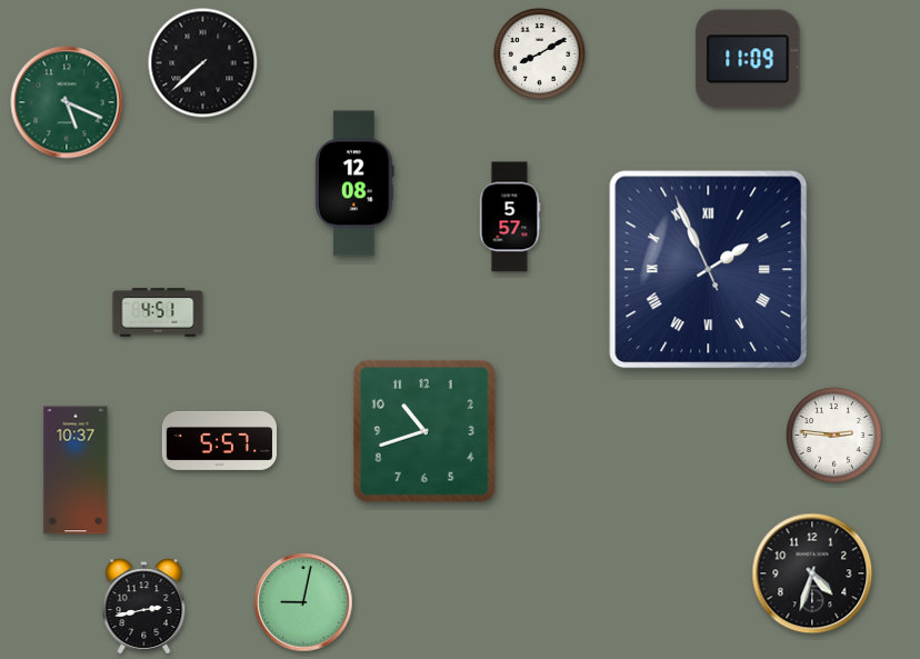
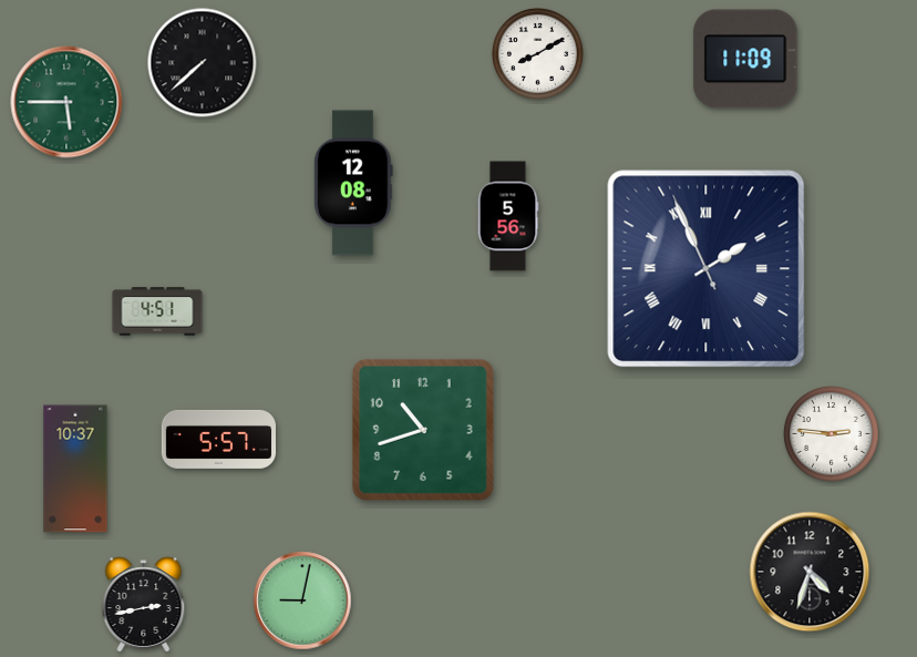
clock at (67, 102): 5:19 -> 5:45
clock at (510, 217): 5:57 -> 5:56
